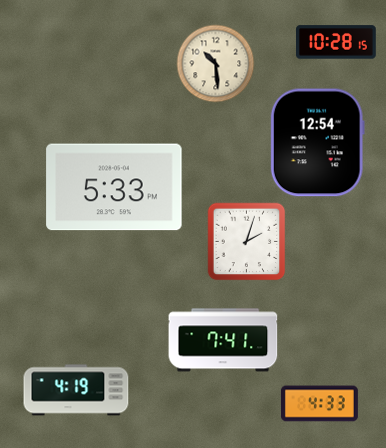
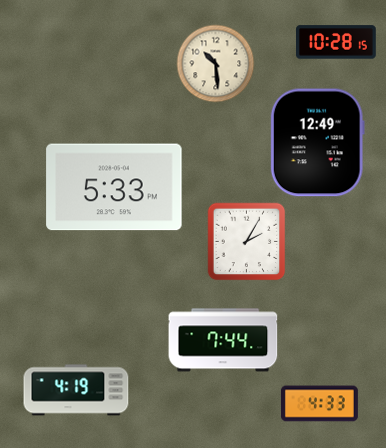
clock at (317, 143): 12:54 -> 12:49
clock at (246, 241): 2:03 -> 2:05
clock at (223, 340): 7:41 -> 7:44
